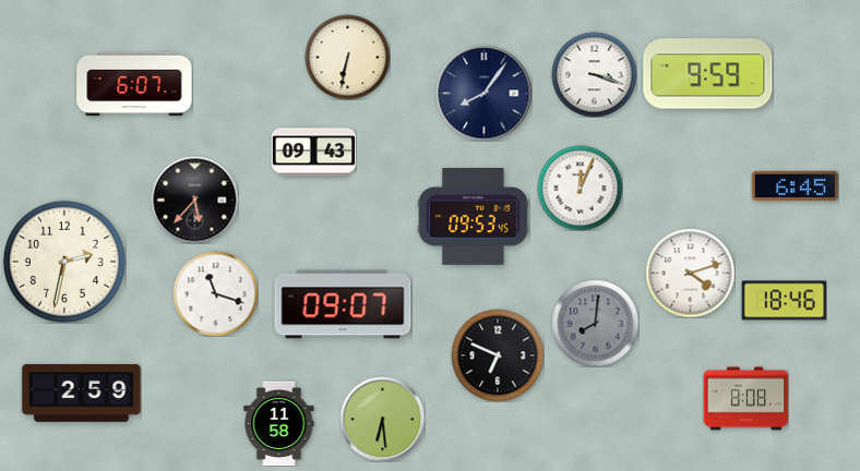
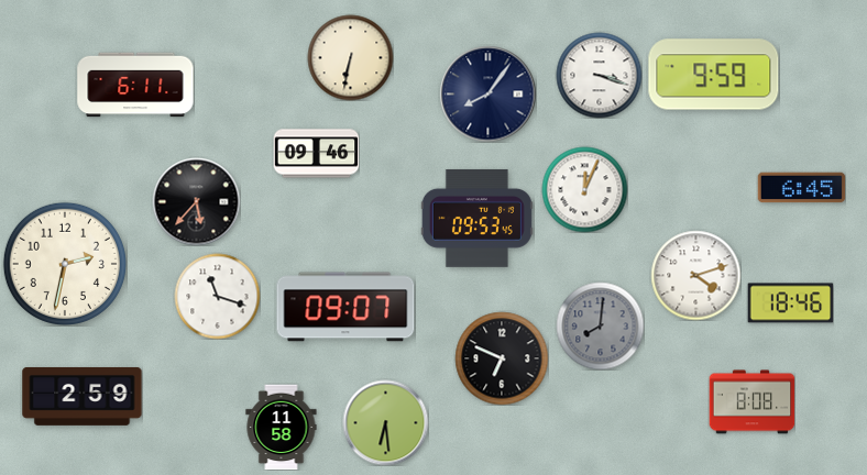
clock at (134, 84): 6:07 -> 6:11
clock at (313, 153): 09:43 -> 09:46
